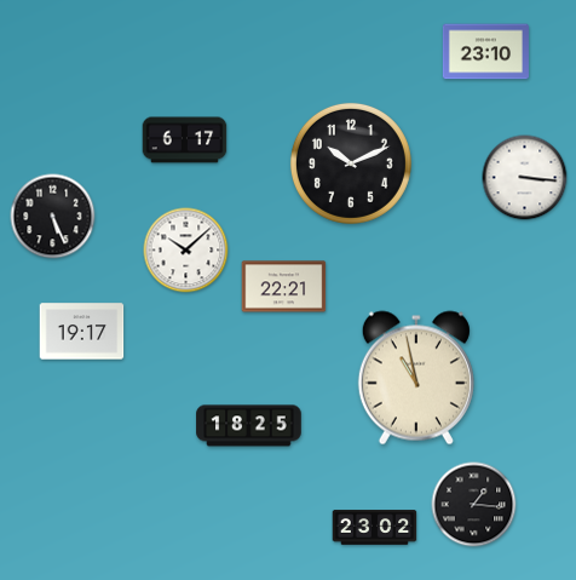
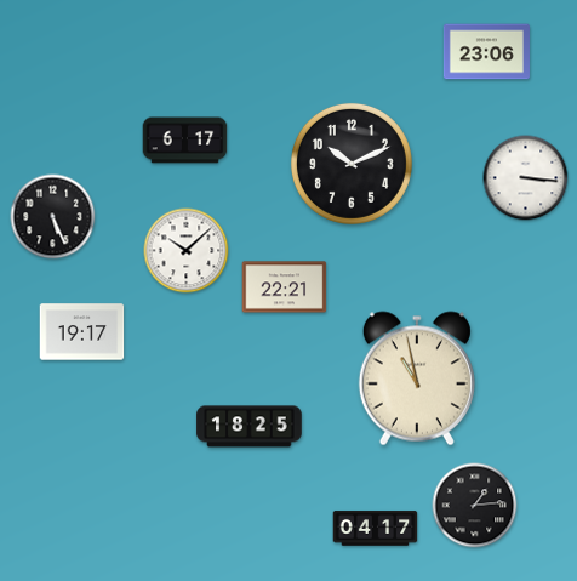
clock at (485, 52): 23:10 -> 23:06
clock at (474, 505): 1:16 -> 1:14
clock at (375, 528): 23:02 -> 04:17
